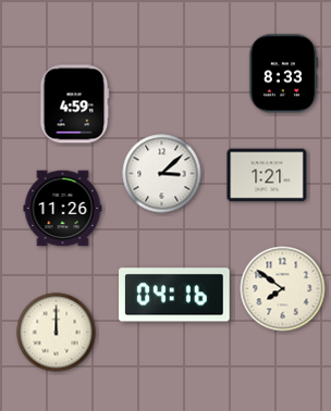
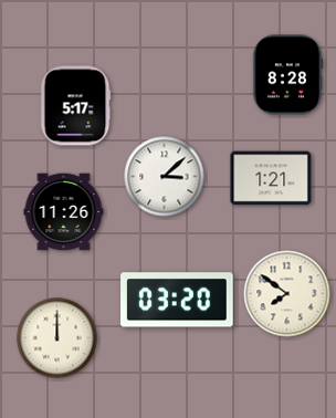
clock at (283, 74): 8:33 -> 8:28
clock at (74, 104): 4:59 -> 5:17
clock at (174, 295): 04:16 -> 03:20
